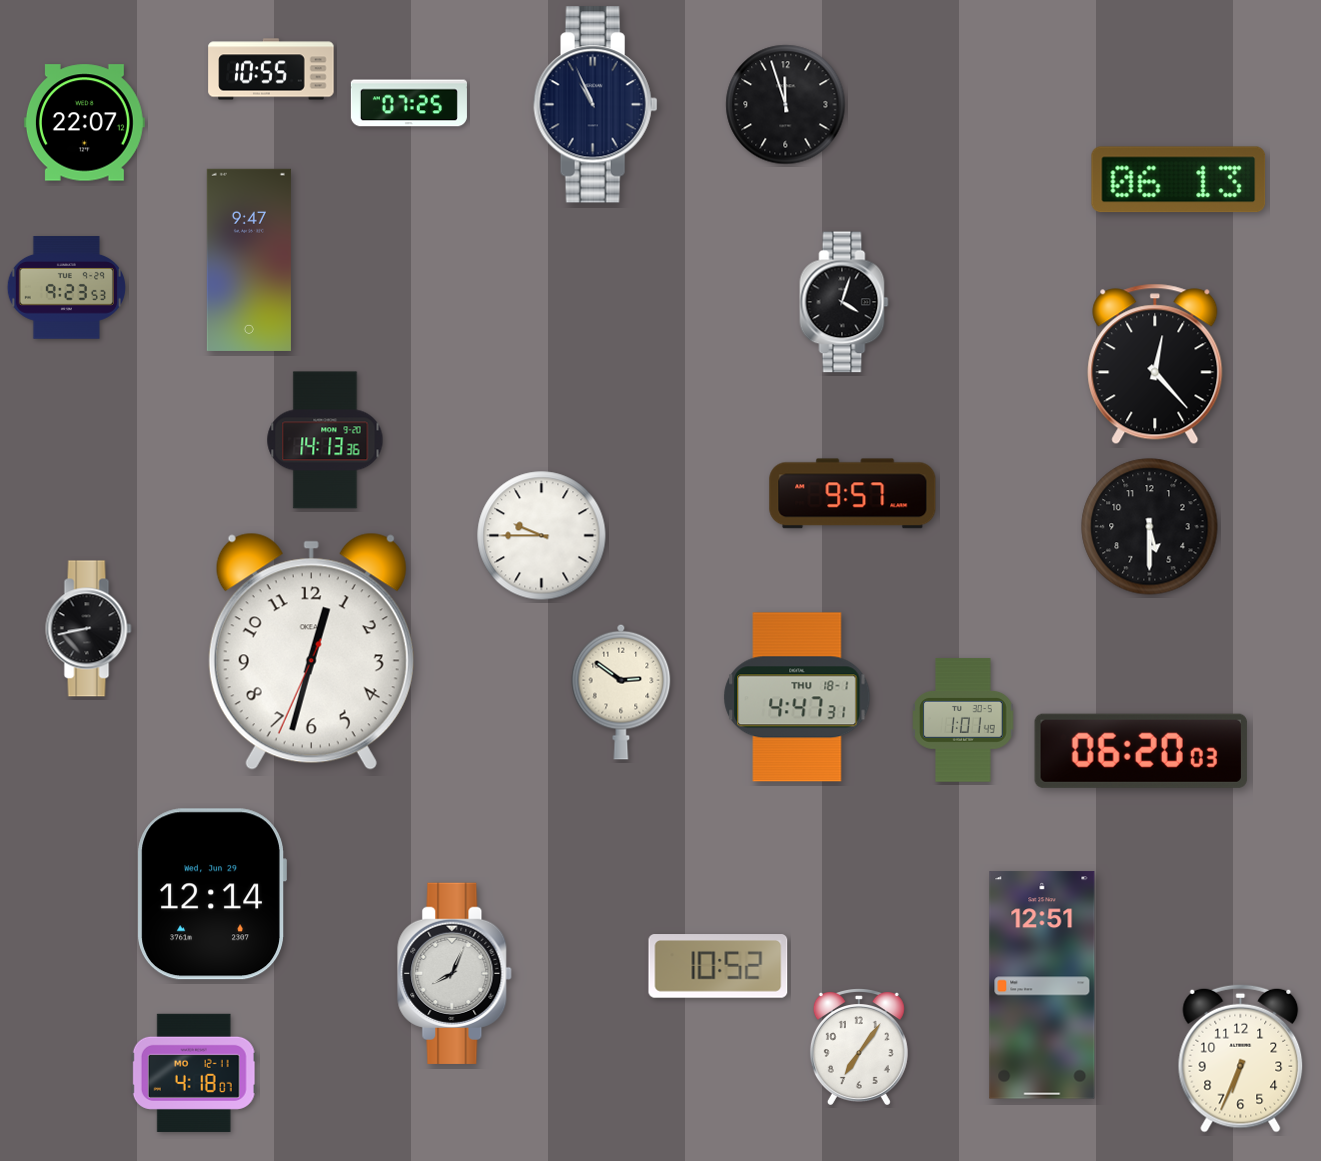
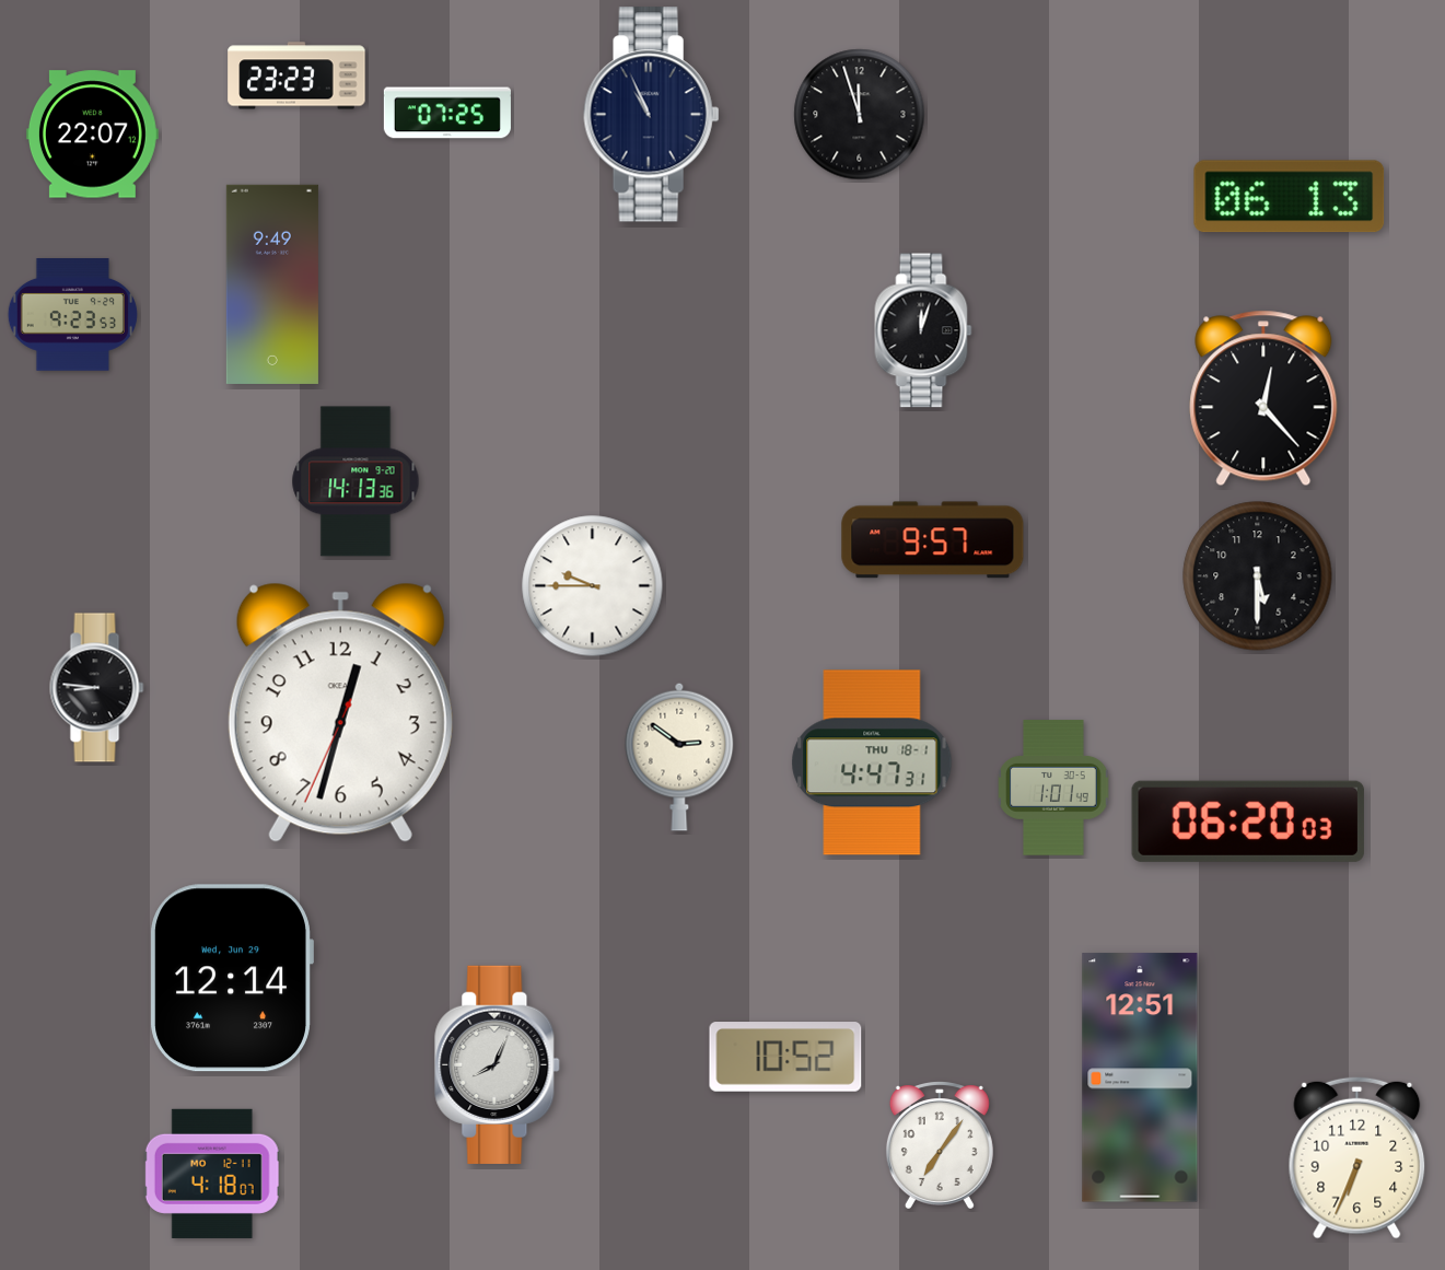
clock at (271, 69): 10:55 -> 23:23
clock at (249, 260): 9:47 -> 9:49
clock at (844, 302): 4:03 -> 12:03
clock at (89, 629): 8:43 -> 8:46
